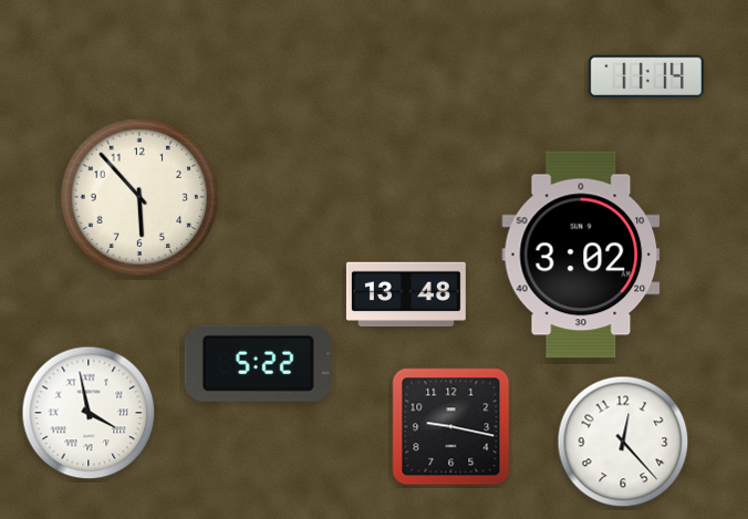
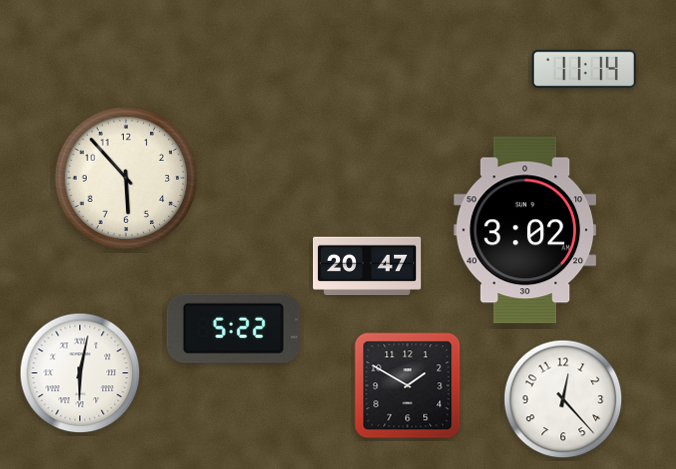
clock at (406, 294): 13:48 -> 20:47
clock at (89, 413): 3:58 -> 6:02
clock at (451, 427): 9:17 -> 1:50
